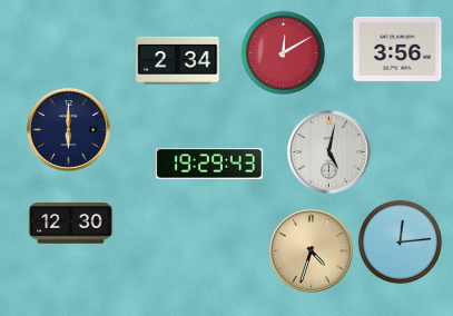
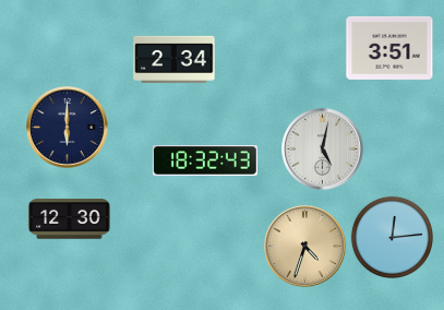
clock at (397, 49): 3:56 -> 3:51
clock at (283, 52): 12:10 -> none
clock at (209, 164): 19:29 -> 18:32
